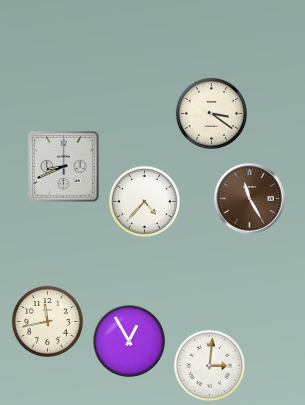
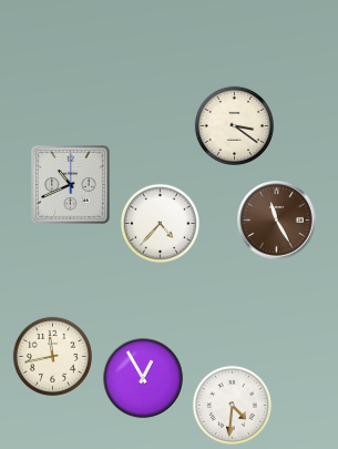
clock at (64, 167): 8:41 -> 10:41
clock at (209, 365): 3:01 -> 4:31
